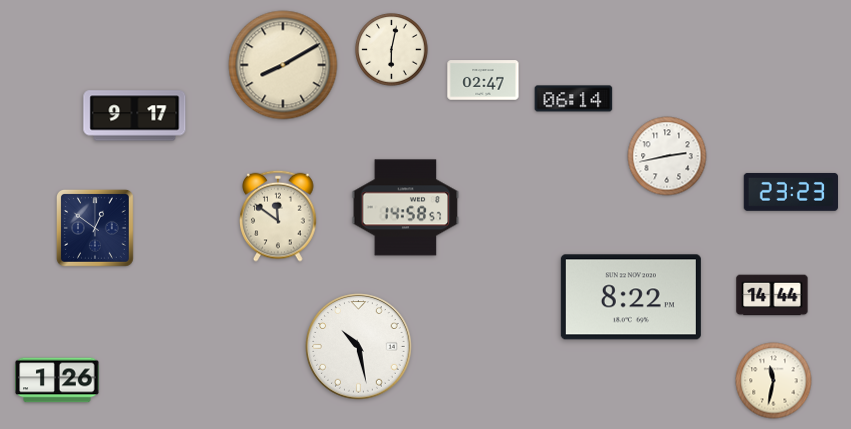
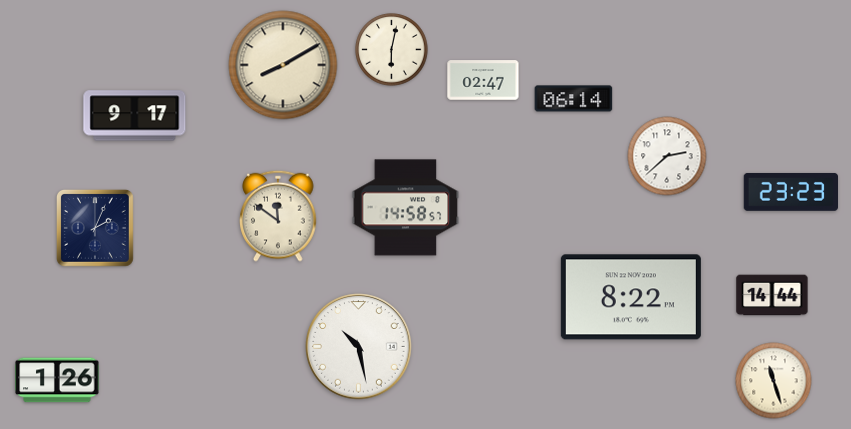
clock at (667, 156): 2:43 -> 2:38
clock at (95, 228): 12:51 -> 2:04
clock at (774, 381): 11:32 -> 11:27
